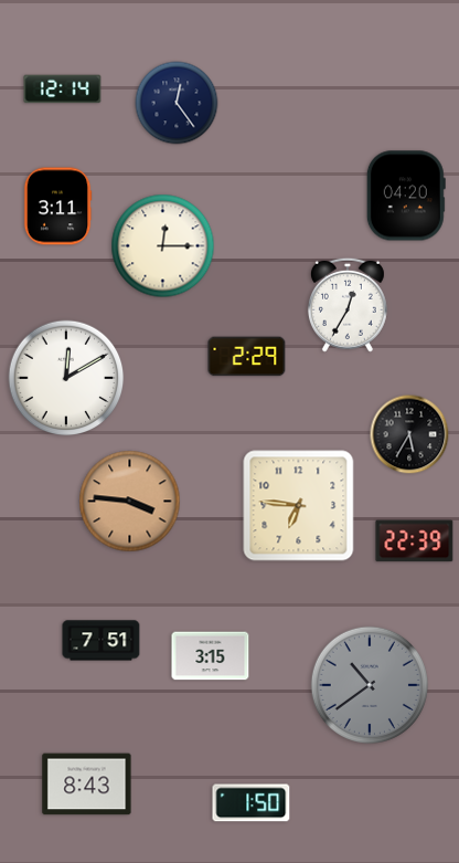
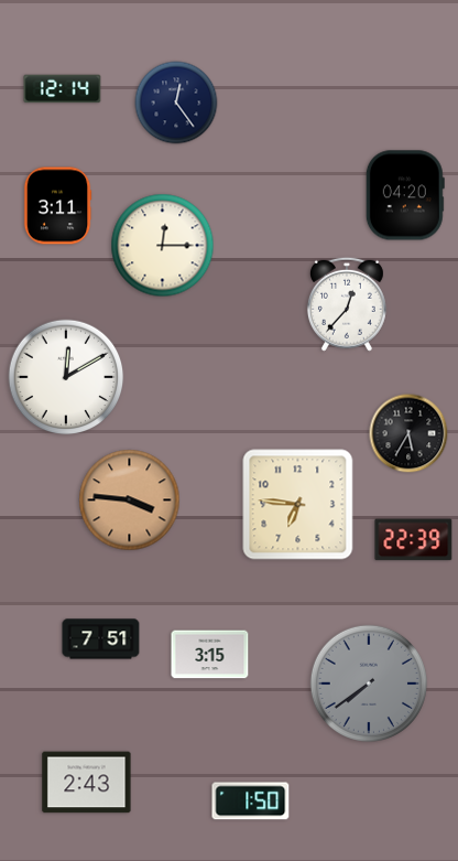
clock at (348, 305): 12:35 -> 12:37
clock at (247, 357): 2:29 -> none
clock at (370, 685): 10:39 -> 7:39
clock at (87, 785): 8:43 -> 2:43
